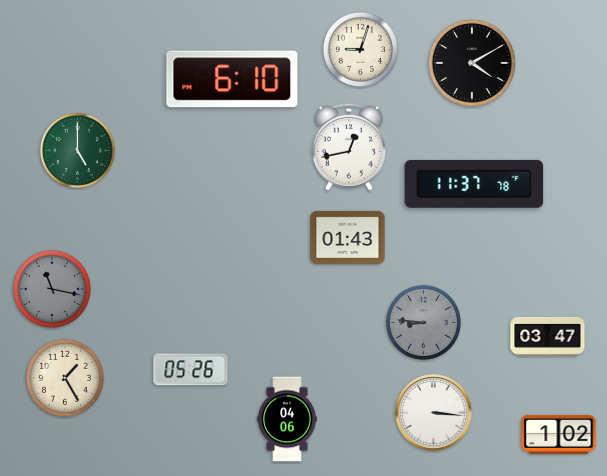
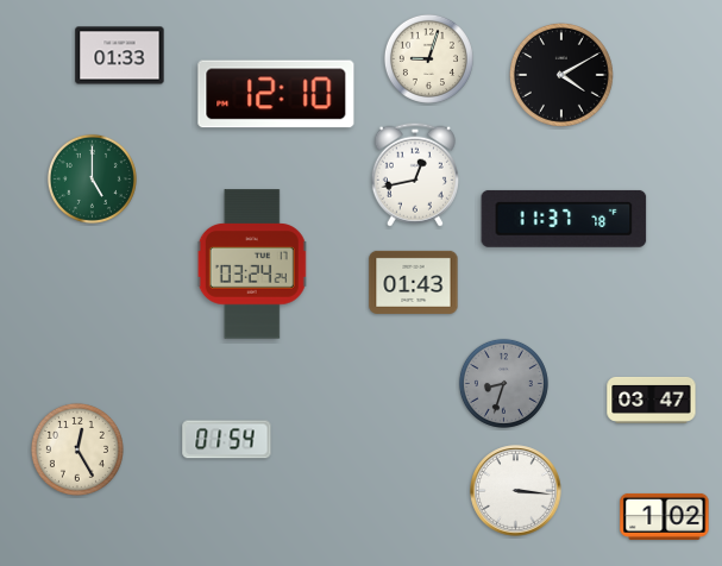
clock at (120, 56): none -> 01:33
clock at (232, 79): 6:10 -> 12:10
clock at (252, 264): none -> 03:24
clock at (52, 289): 11:17 -> none
clock at (423, 322): 8:46 -> 8:33
clock at (191, 370): 05:26 -> 01:54
clock at (65, 378): 1:25 -> 12:25
clock at (287, 419): 04:06 -> none
